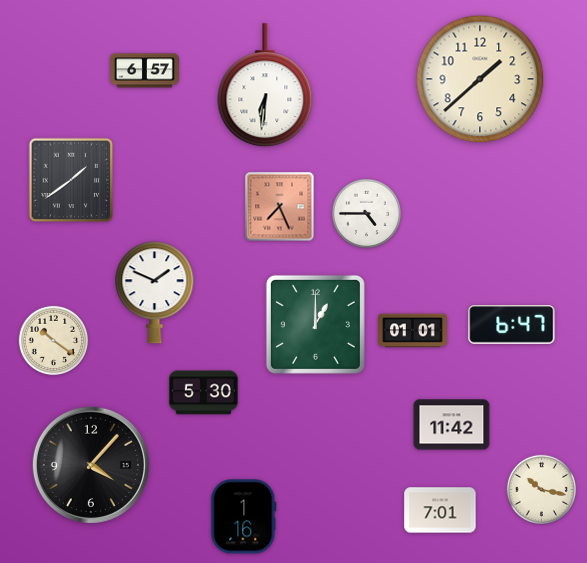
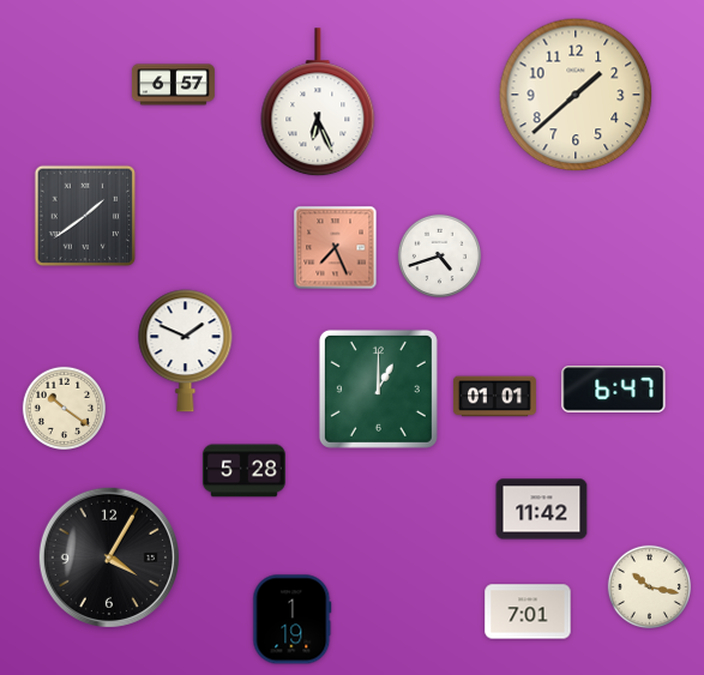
clock at (265, 86): 6:31 -> 6:26
clock at (367, 214): 4:45 -> 4:42
clock at (203, 393): 5:30 -> 5:28
clock at (91, 465): 4:07 -> 4:05
clock at (244, 517): 1:16 -> 1:19
